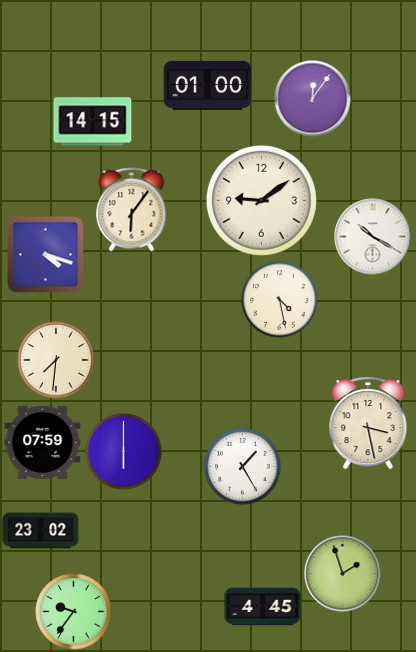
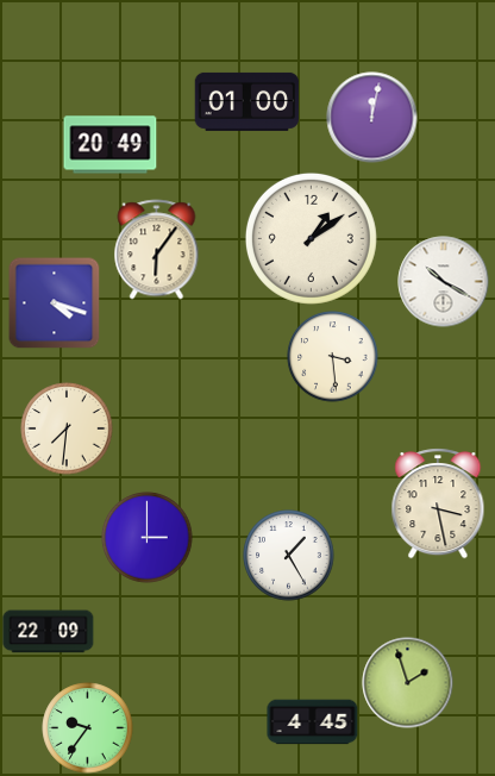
clock at (313, 99): 12:06 -> 12:02
clock at (93, 122): 14:15 -> 20:49
clock at (261, 200): 9:09 -> 1:09
clock at (280, 300): 4:28 -> 3:29
clock at (43, 443): 07:59 -> none
clock at (124, 452): 6:00 -> 3:00
clock at (41, 531): 23:02 -> 22:09
